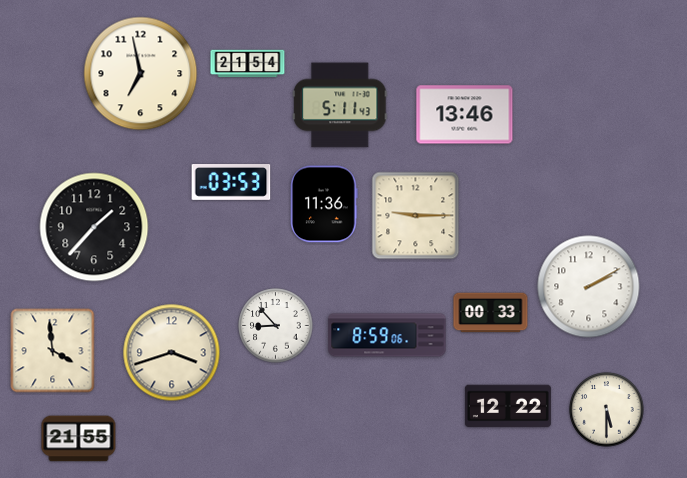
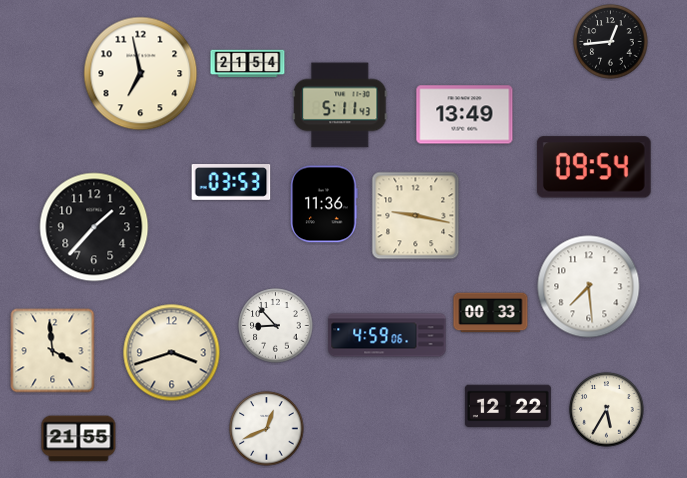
clock at (611, 42): none -> 12:44
clock at (465, 115): 13:46 -> 13:49
clock at (594, 167): none -> 09:54
clock at (416, 216): 9:15 -> 9:17
clock at (589, 287): 2:10 -> 7:29
clock at (387, 335): 8:59 -> 4:59
clock at (607, 410): 5:30 -> 5:35
clock at (267, 429): none -> 12:41
